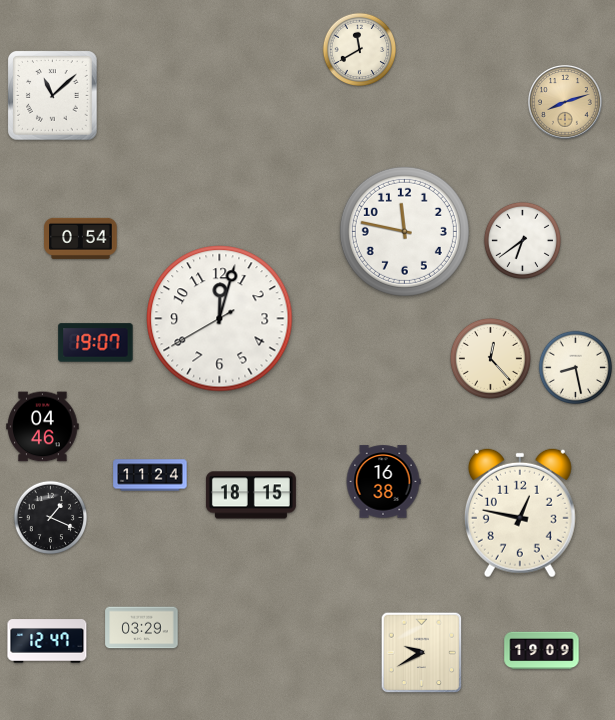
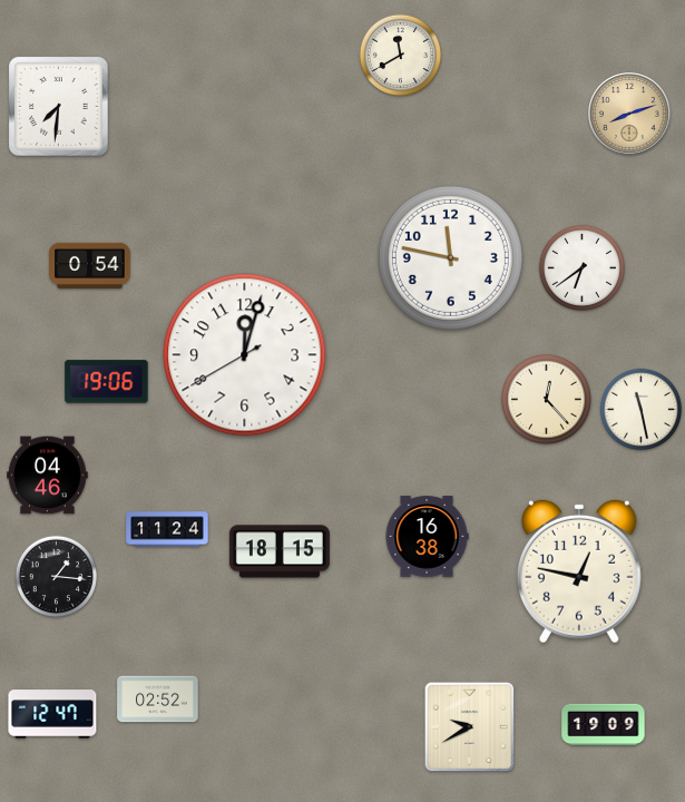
clock at (53, 96): 11:08 -> 7:31
clock at (96, 343): 19:07 -> 19:06
clock at (576, 368): 8:28 -> 11:28
clock at (51, 518): 1:19 -> 1:16
clock at (142, 628): 03:29 -> 02:52
